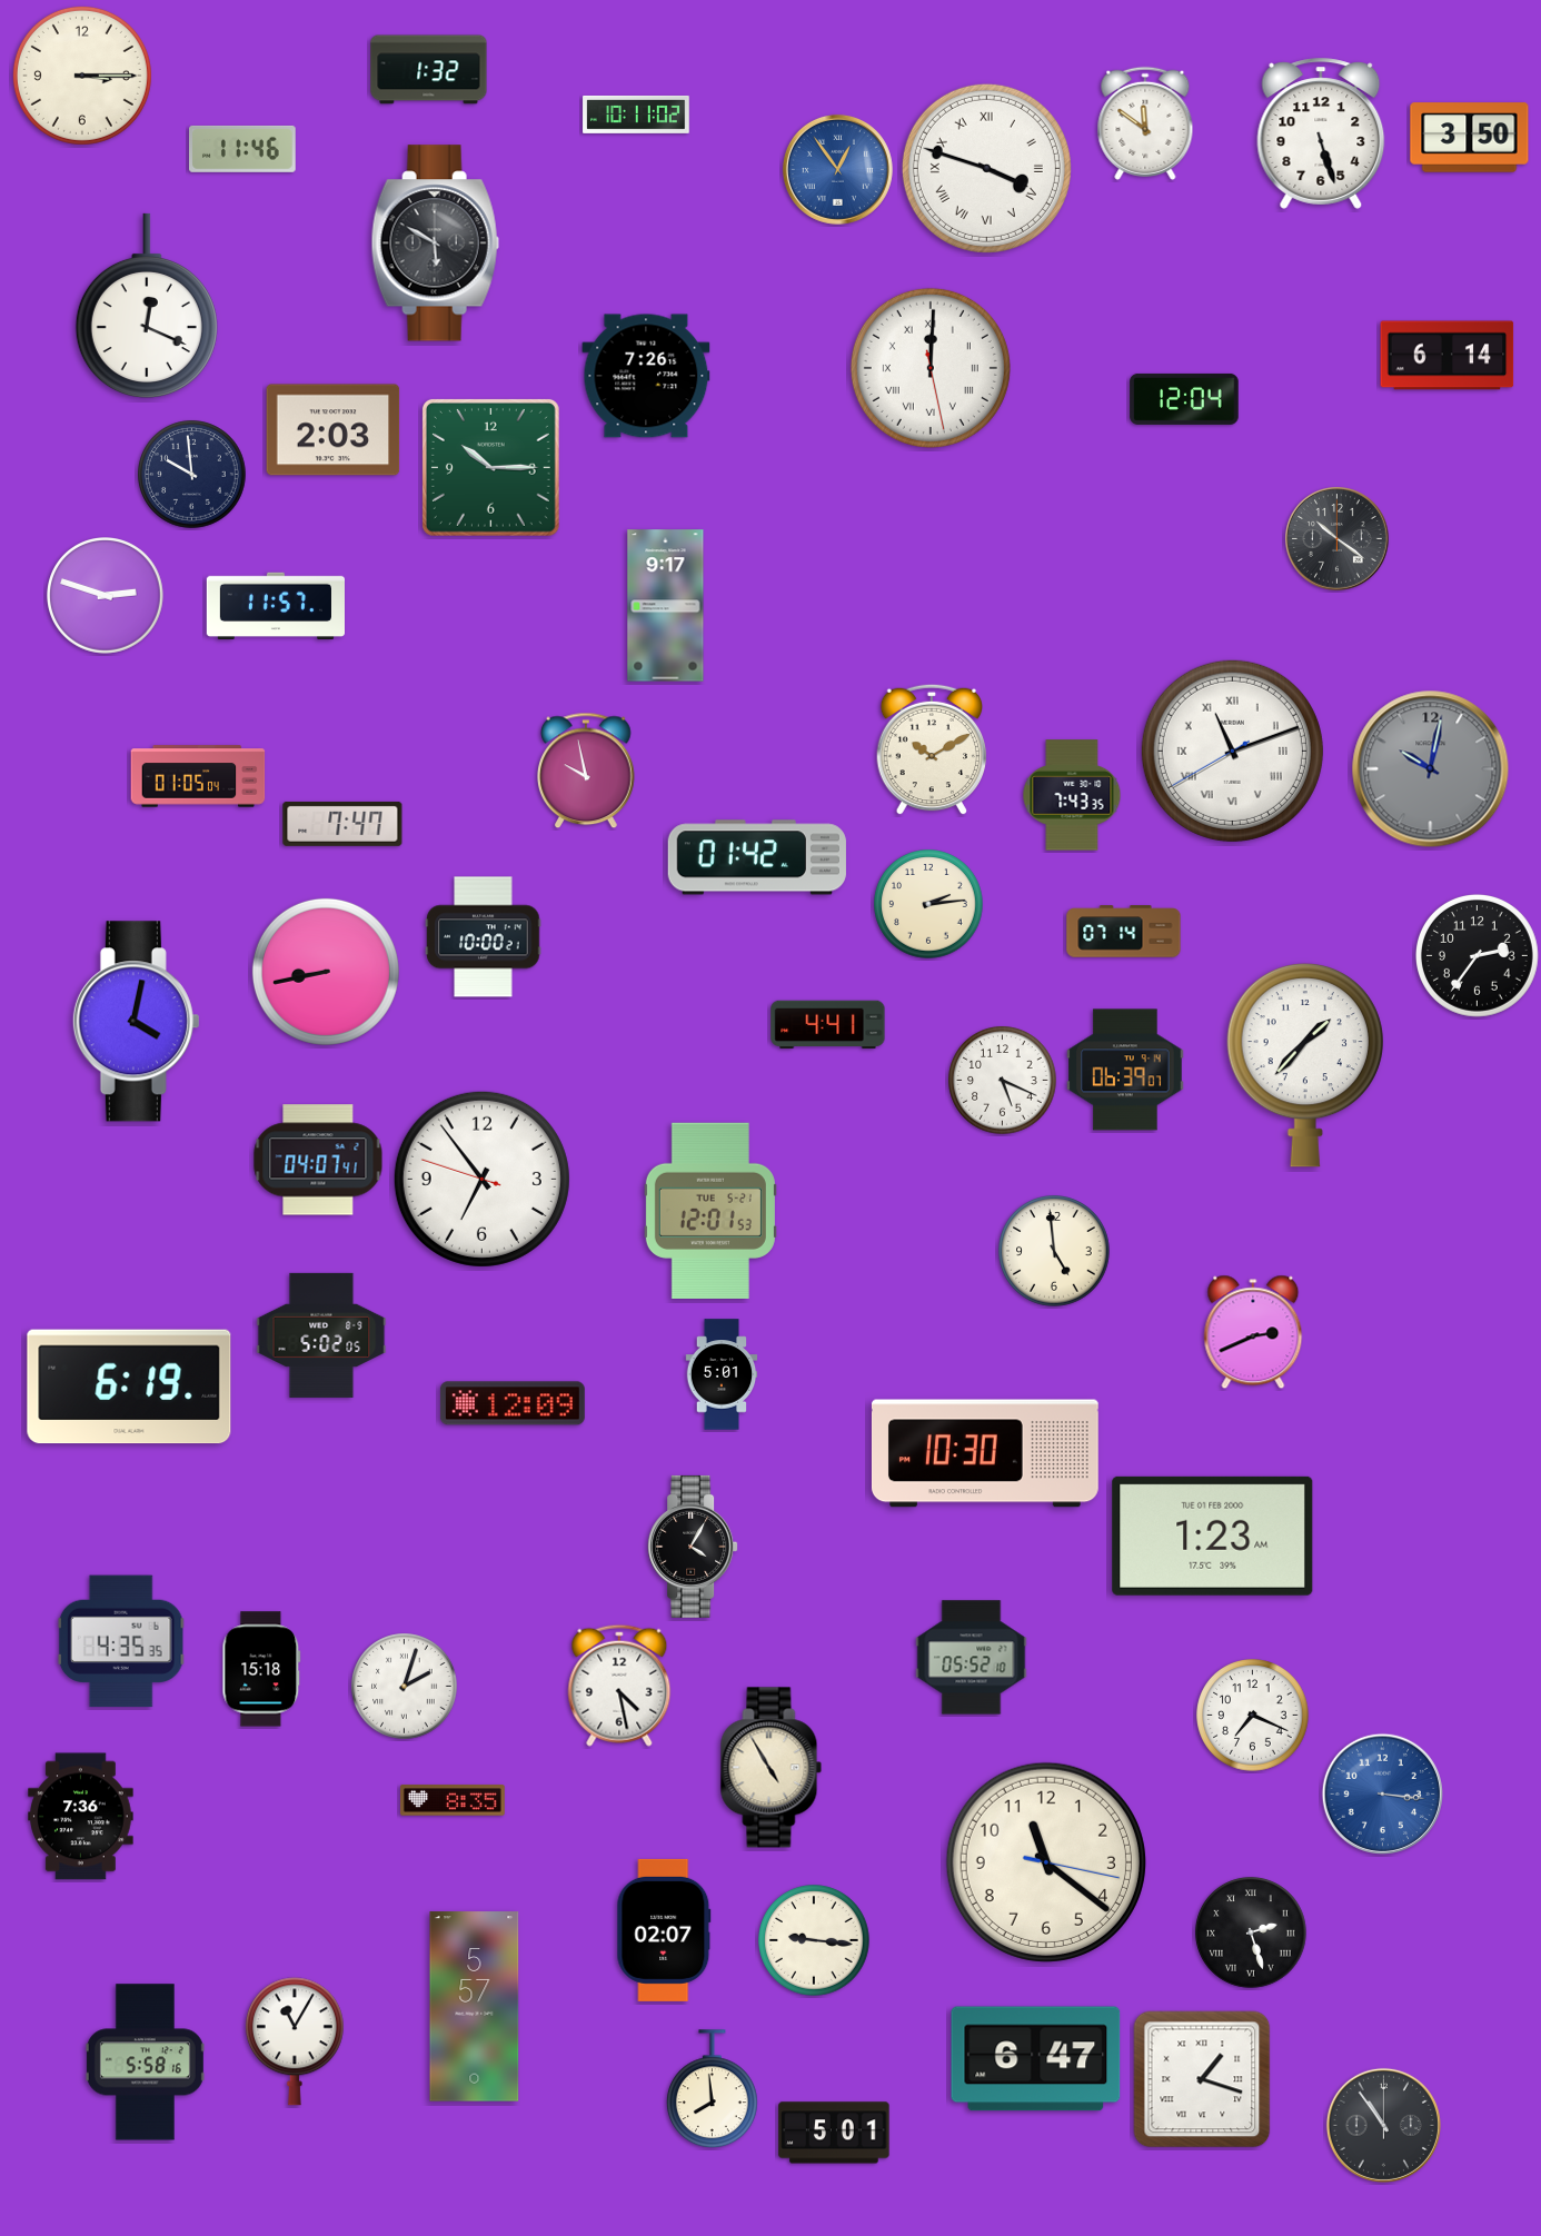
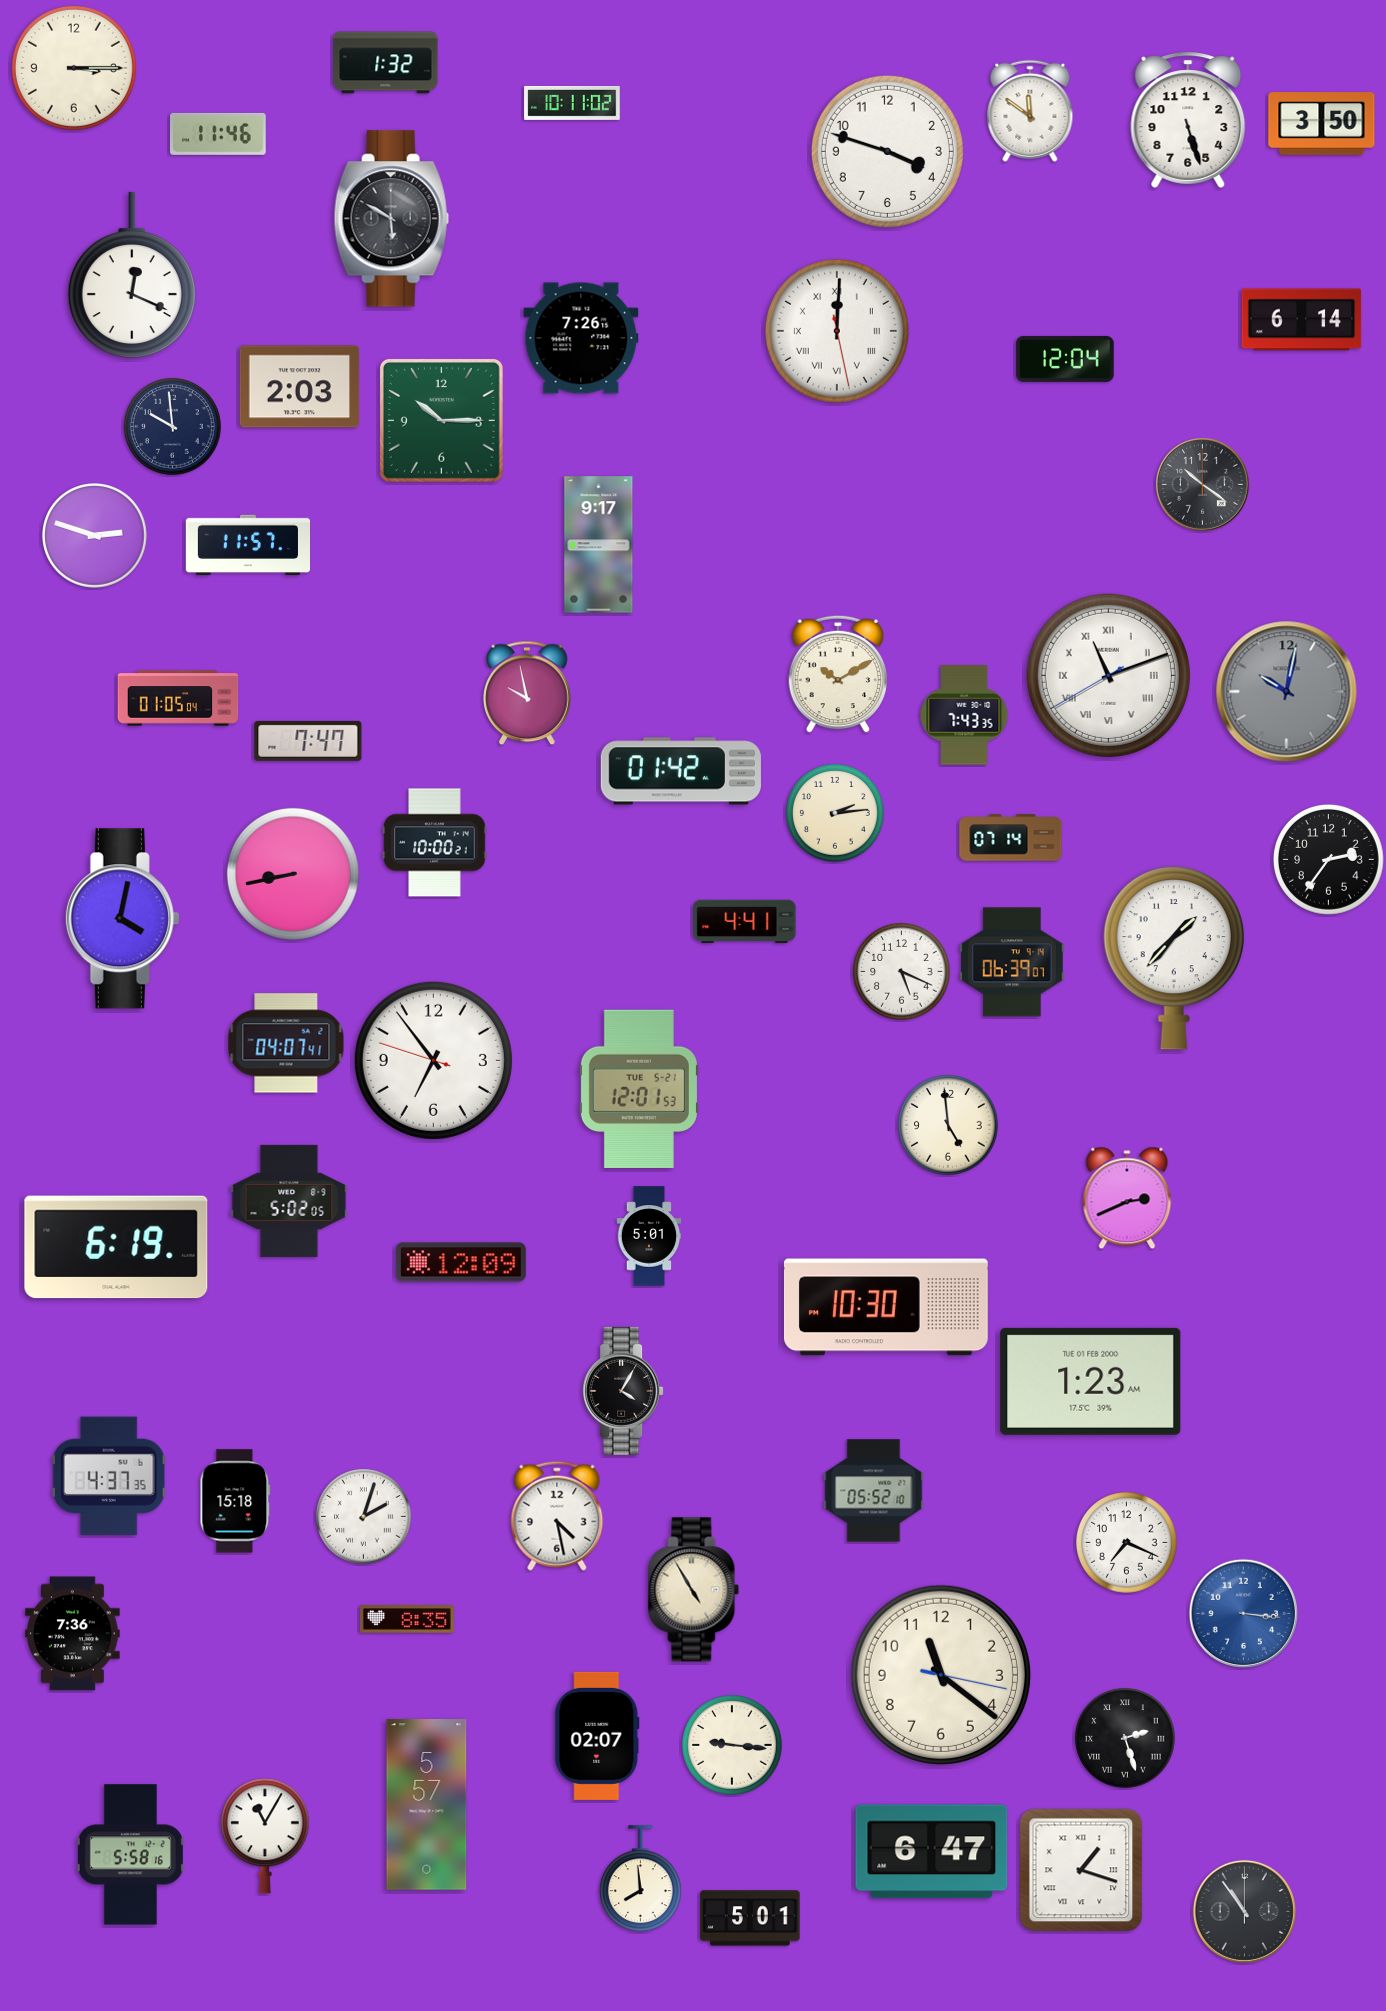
clock at (986, 168) numerals: Roman -> Arabic
clock at (837, 169): 12:54 -> none
clock at (121, 1641): 4:35 -> 4:37
